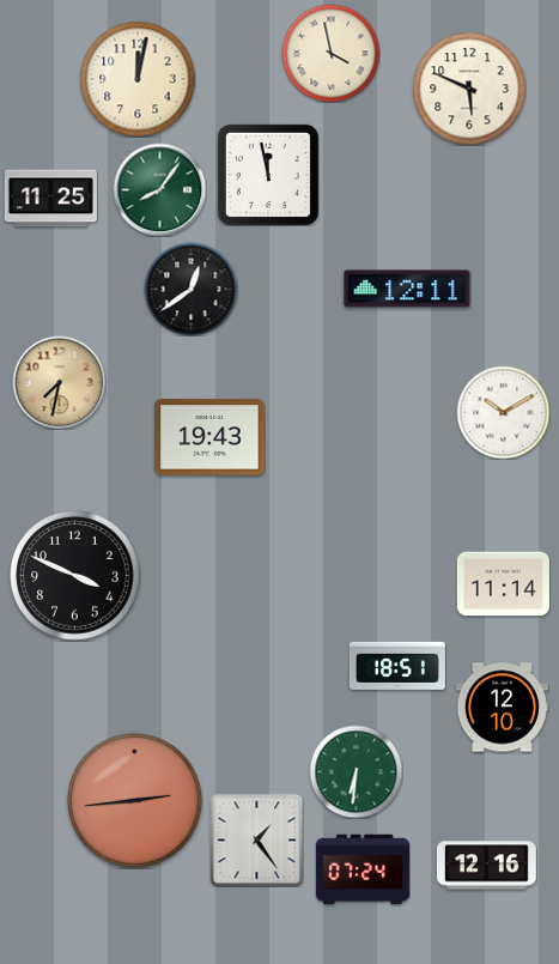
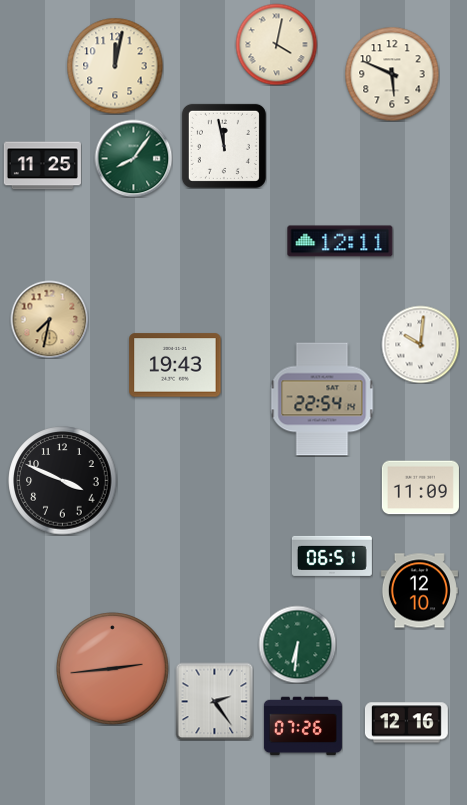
clock at (330, 53): 3:58 -> 4:02
clock at (190, 289): 12:39 -> none
clock at (503, 412): 10:10 -> 10:01
clock at (322, 399): none -> 22:54
clock at (503, 584): 11:14 -> 11:09
clock at (397, 666): 18:51 -> 06:51
clock at (256, 839): 1:24 -> 2:24
clock at (363, 869): 07:24 -> 07:26
